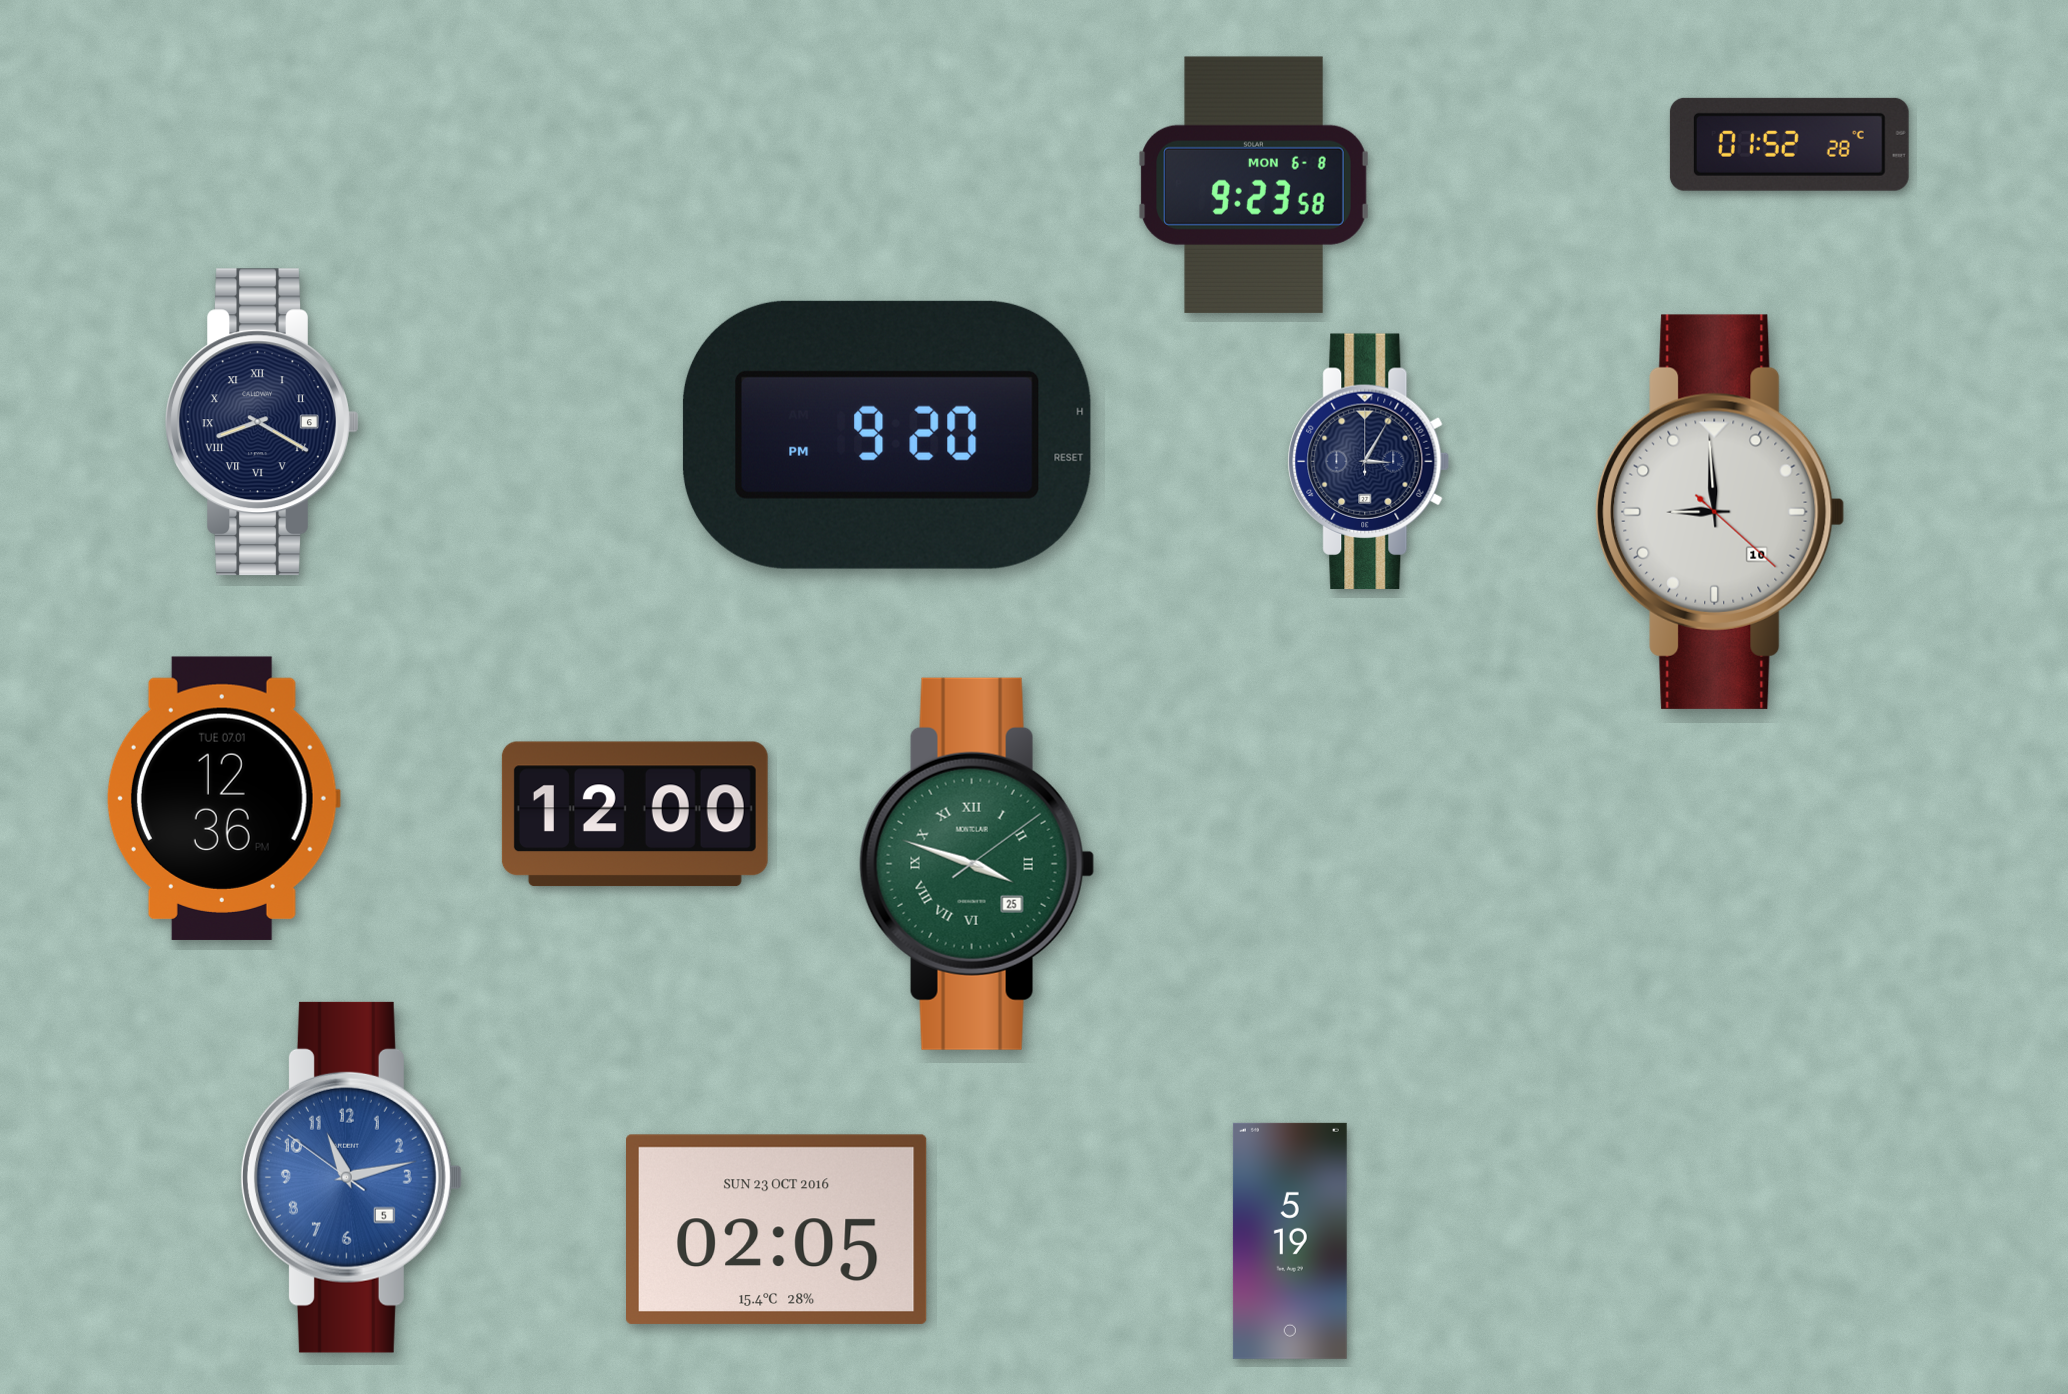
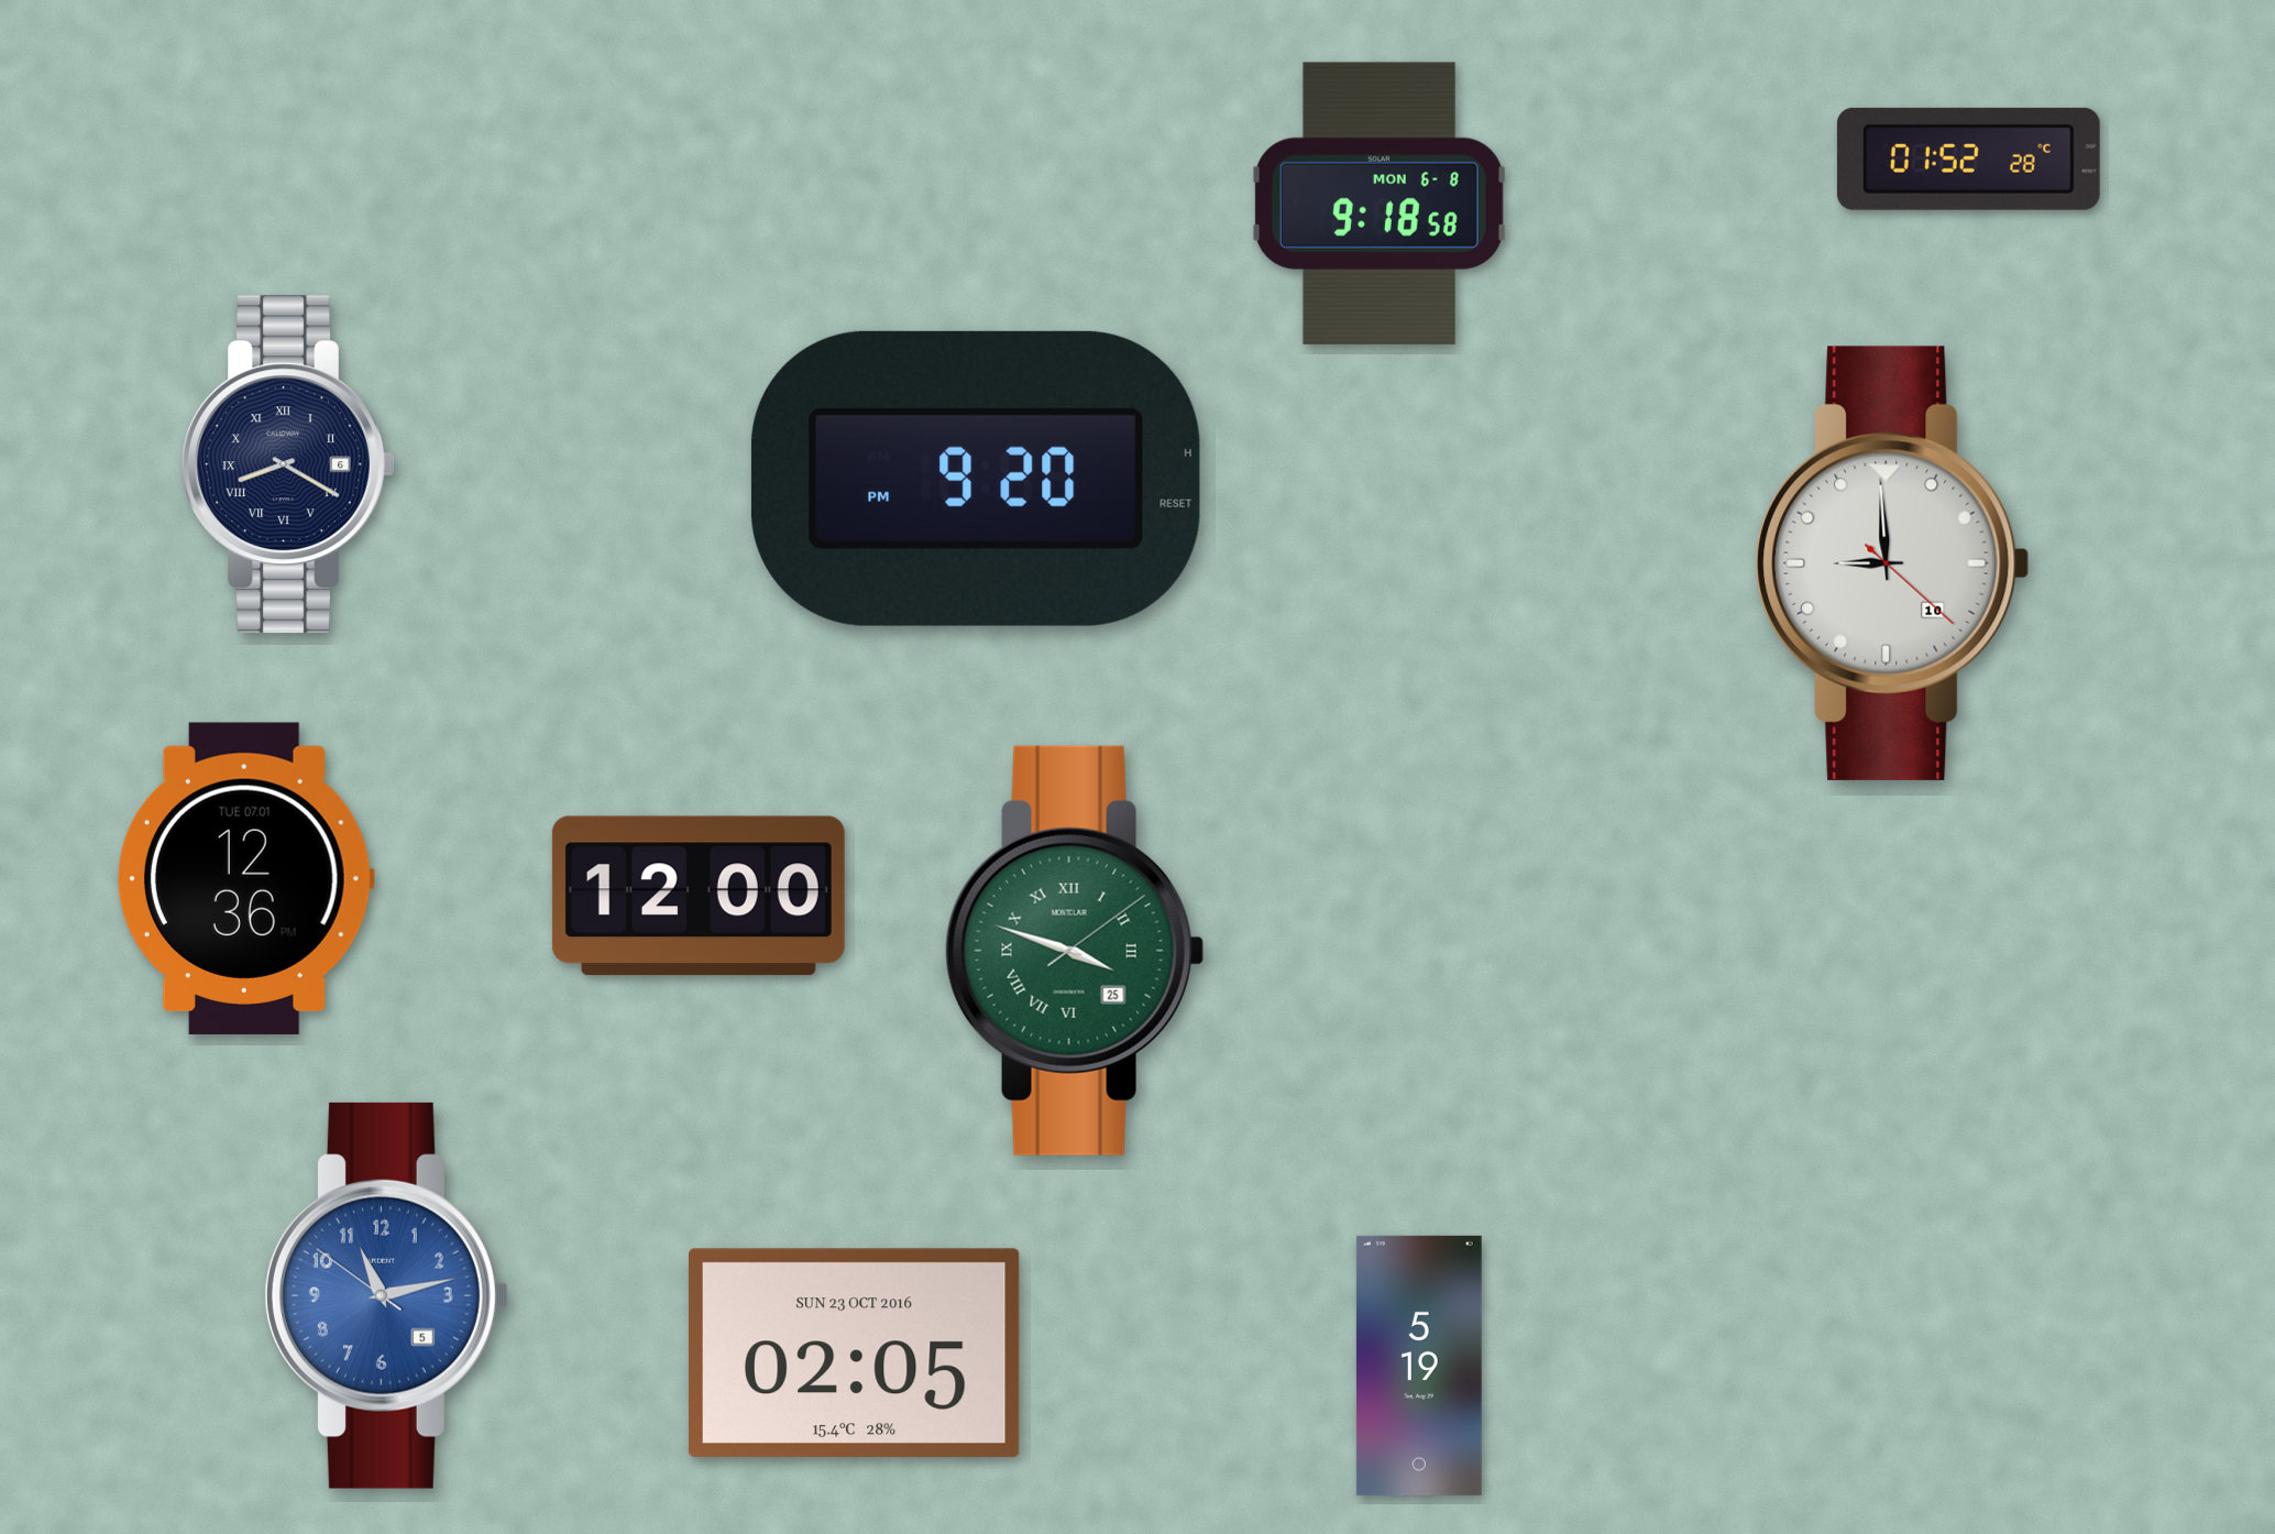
clock at (1254, 185): 9:23 -> 9:18
clock at (1369, 461): 3:05 -> none
